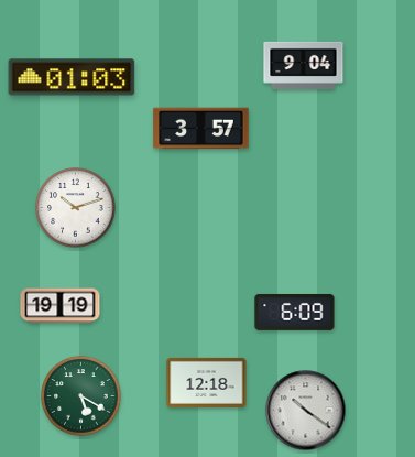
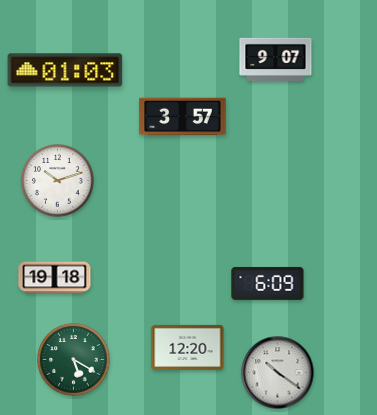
clock at (304, 65): 9:04 -> 9:07
clock at (76, 208) position: (76, 208) -> (58, 181)
clock at (61, 306): 19:19 -> 19:18
clock at (207, 382): 12:18 -> 12:20
